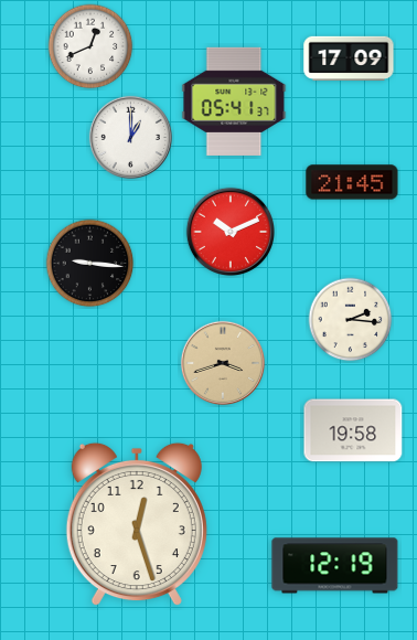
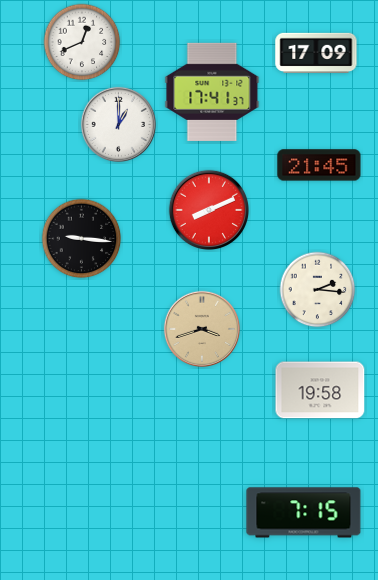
clock at (234, 102): 05:41 -> 17:41
clock at (229, 231): 10:11 -> 8:11
clock at (137, 524): 12:27 -> none
clock at (335, 566): 12:19 -> 7:15
